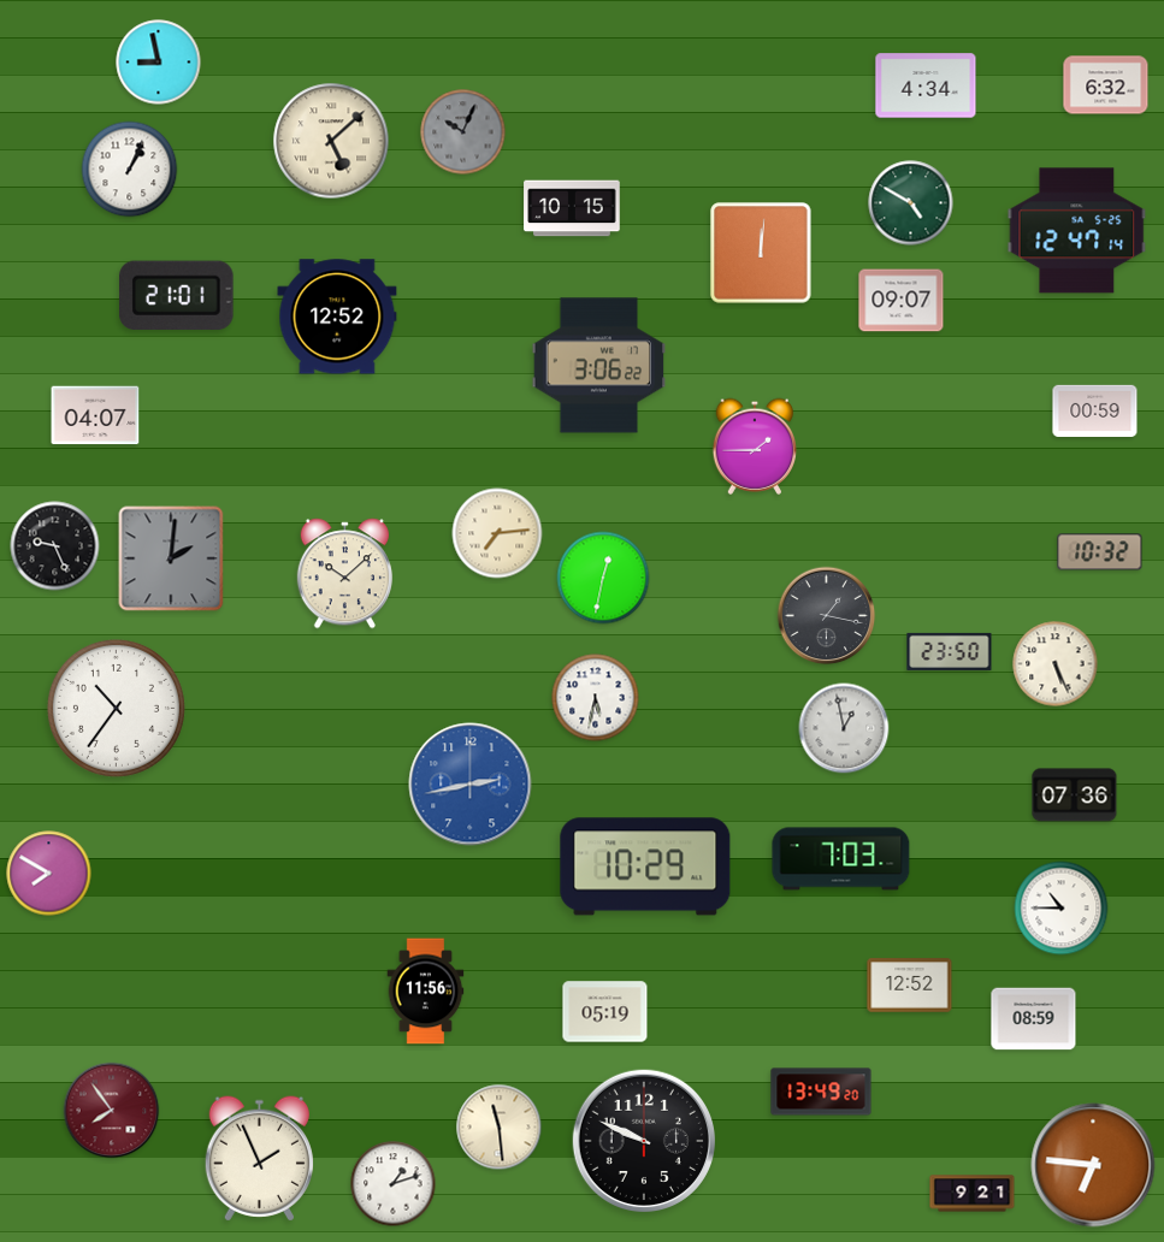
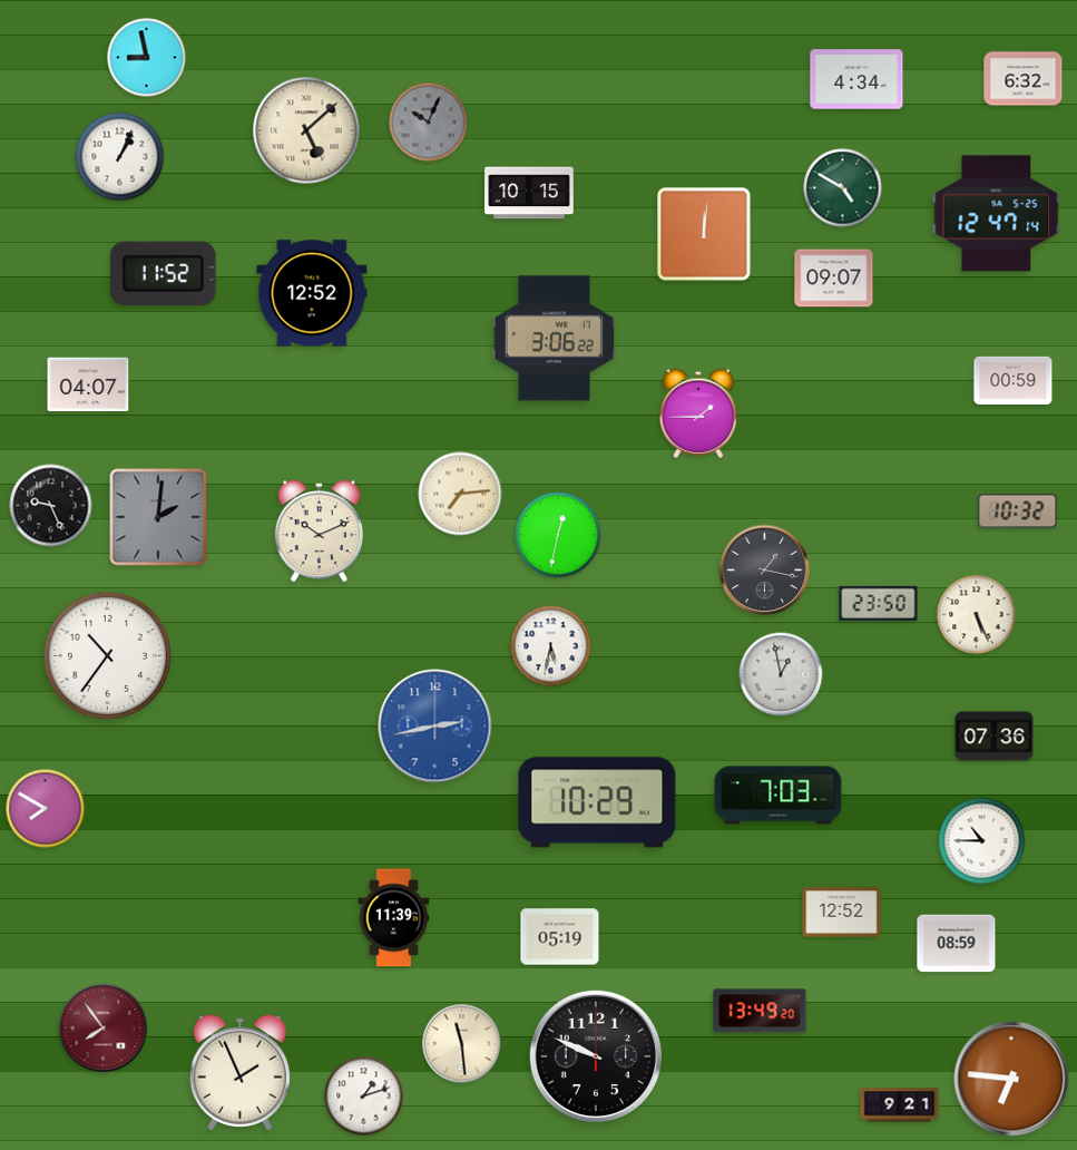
clock at (177, 295): 21:01 -> 11:52
clock at (344, 574): 10:08 -> 10:11
clock at (426, 992): 11:56 -> 11:39
